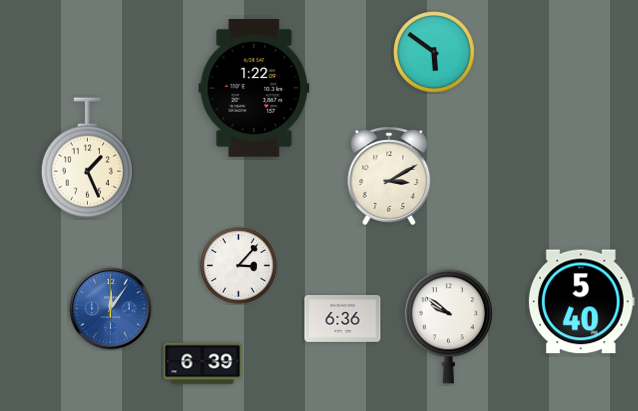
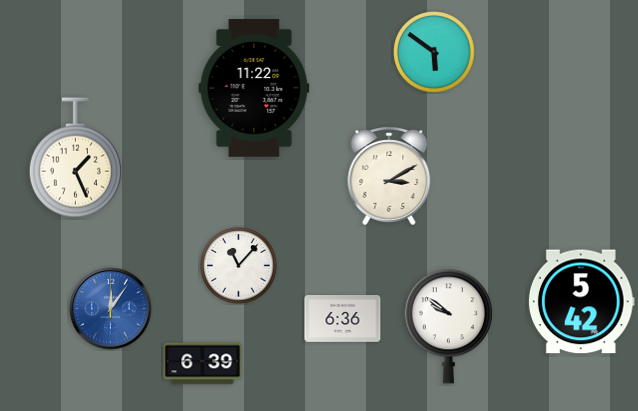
clock at (254, 89): 1:22 -> 11:22
clock at (87, 158) position: (87, 158) -> (75, 158)
clock at (239, 266): 3:07 -> 11:07
clock at (581, 302): 5:40 -> 5:42
